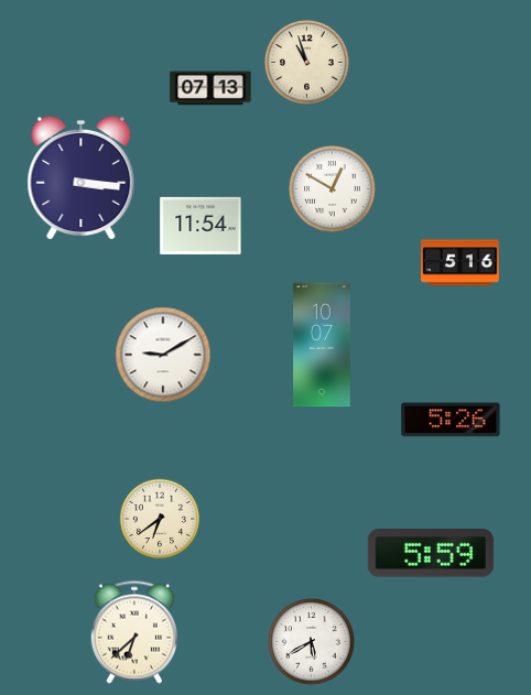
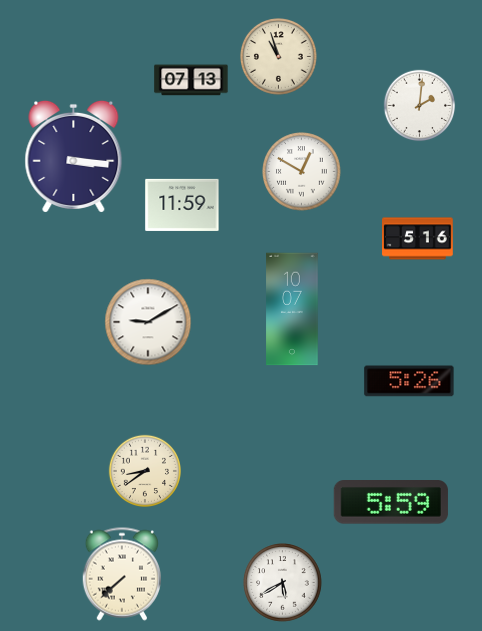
clock at (420, 106): none -> 2:01
clock at (82, 177) position: (82, 177) -> (74, 156)
clock at (201, 226): 11:54 -> 11:59
clock at (322, 345) position: (322, 345) -> (292, 309)
clock at (159, 518): 6:39 -> 8:39
clock at (133, 632): 6:38 -> 7:38
